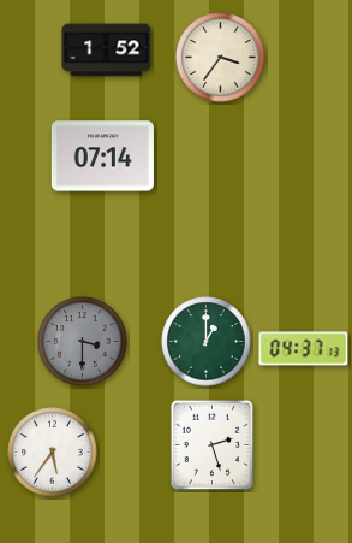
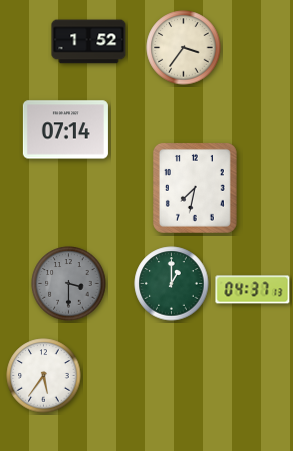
clock at (102, 157) position: (102, 157) -> (65, 130)
clock at (195, 188): none -> 7:32
clock at (213, 445): 2:27 -> none
